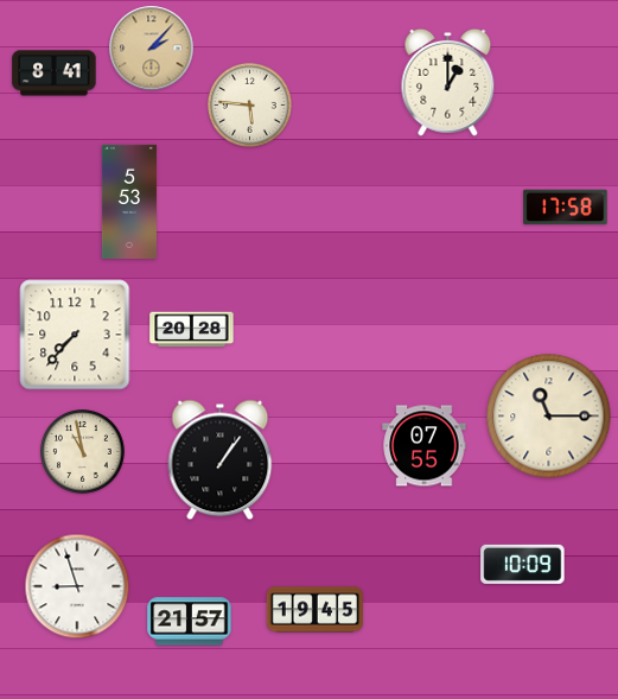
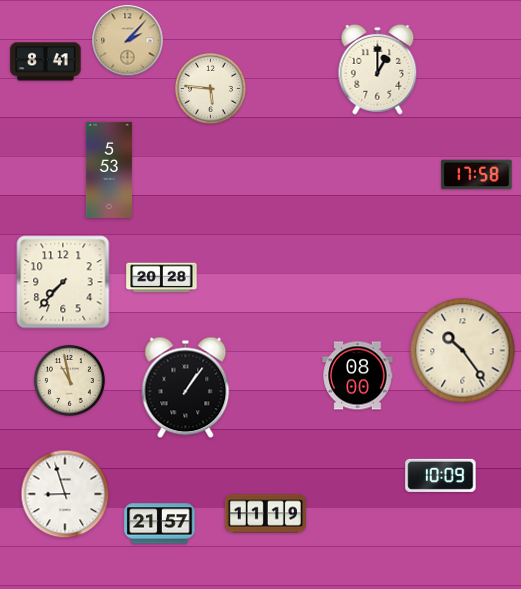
clock at (549, 417): 11:15 -> 10:24
clock at (425, 446): 07:55 -> 08:00
clock at (314, 610): 19:45 -> 11:19
